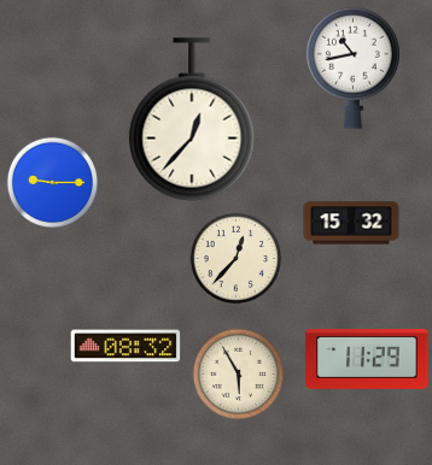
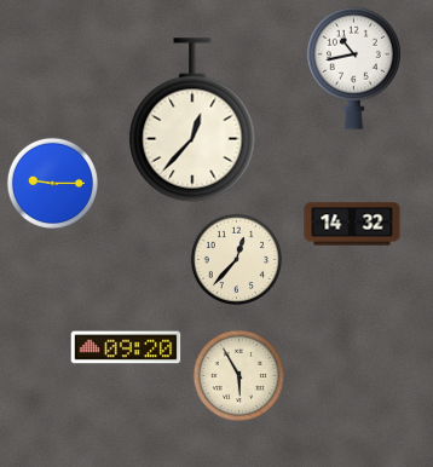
clock at (351, 223): 15:32 -> 14:32
clock at (125, 346): 08:32 -> 09:20
clock at (367, 360): 11:29 -> none
